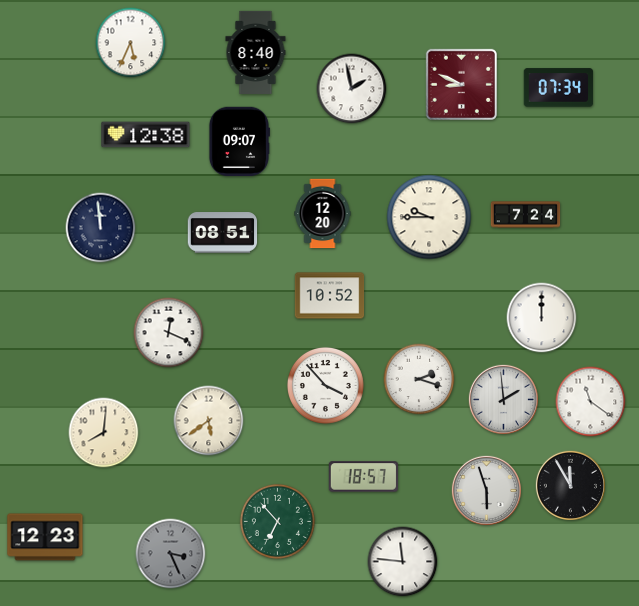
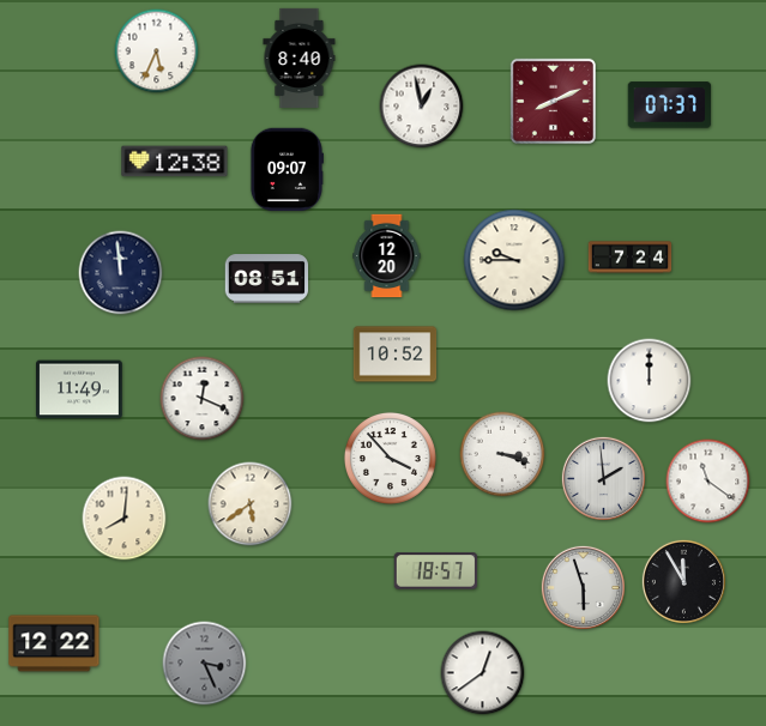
clock at (256, 52) position: (256, 52) -> (300, 58)
clock at (461, 84): 8:49 -> 8:11
clock at (559, 88): 07:34 -> 07:37
clock at (352, 89): 1:58 -> 12:58
clock at (80, 389): none -> 11:49
clock at (419, 379): 2:18 -> 3:18
clock at (325, 385) position: (325, 385) -> (390, 458)
clock at (277, 521): 6:53 -> none
clock at (45, 537): 12:23 -> 12:22
clock at (403, 562): 11:46 -> 12:39
